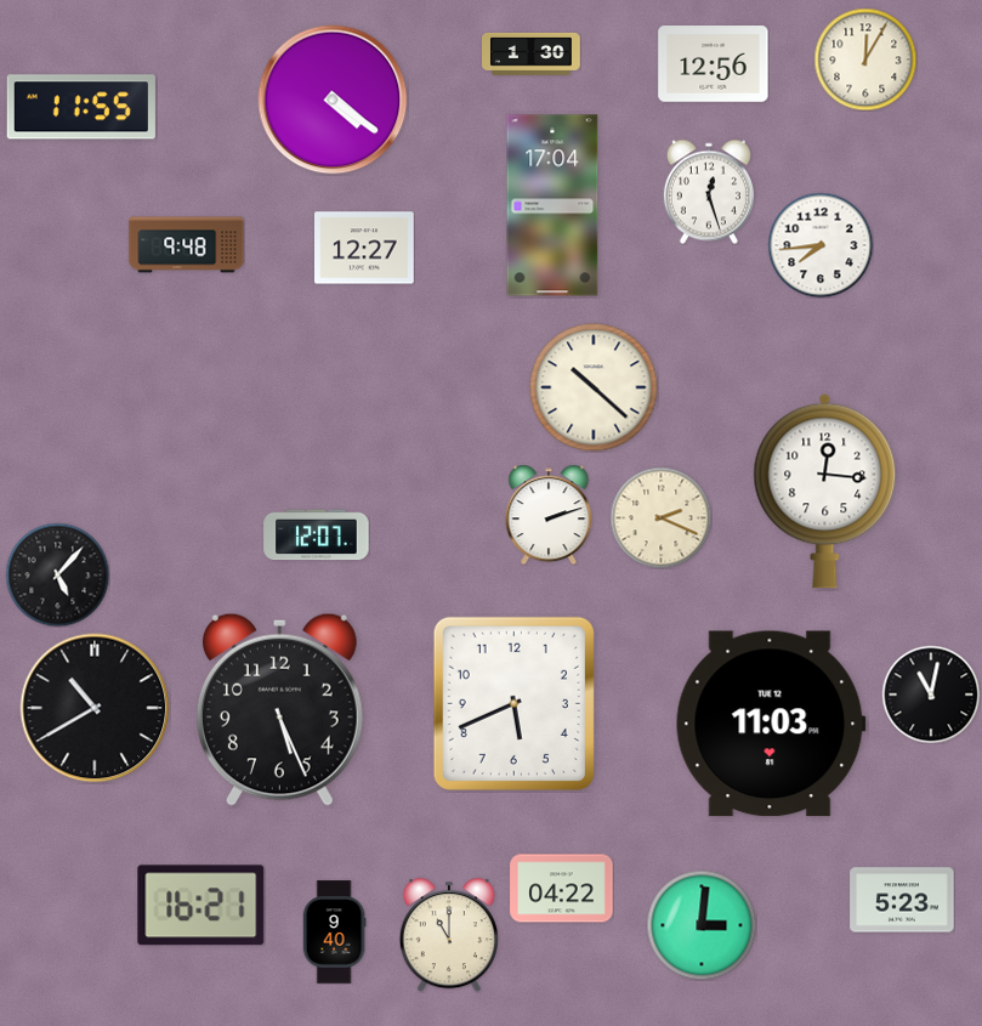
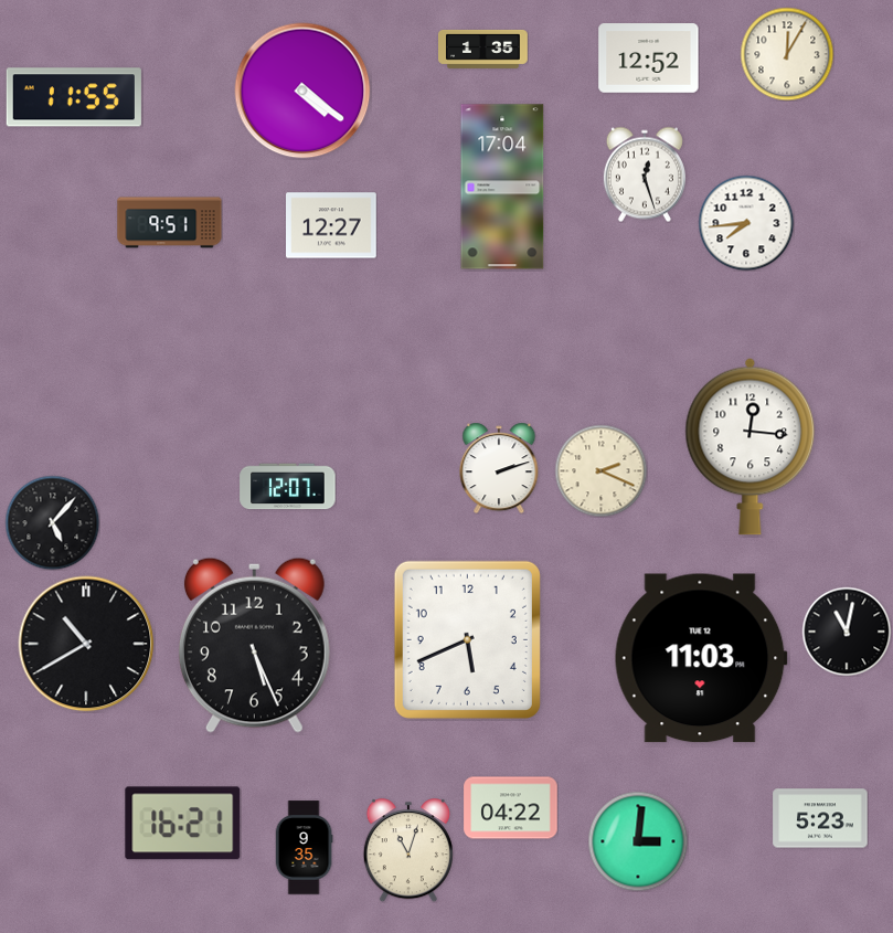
clock at (532, 53): 1:30 -> 1:35
clock at (714, 64): 12:56 -> 12:52
clock at (187, 245): 9:48 -> 9:51
clock at (594, 387): 10:22 -> none
clock at (334, 933): 9:40 -> 9:35
clock at (449, 935): 11:00 -> 11:03
